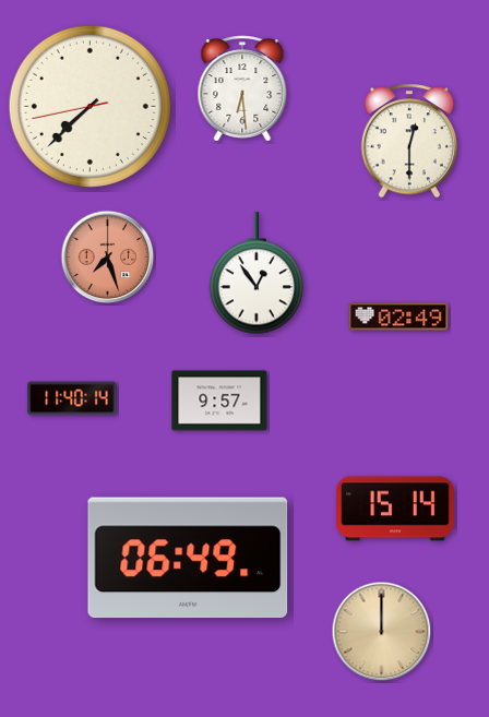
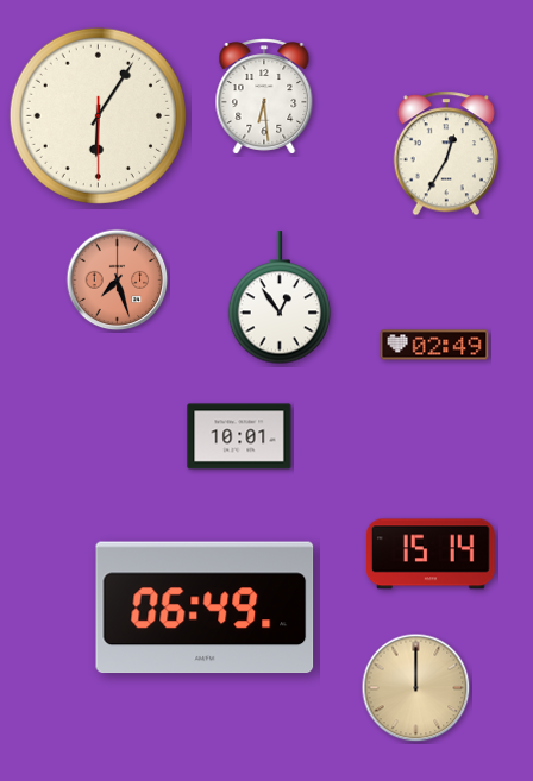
clock at (90, 106): 7:37 -> 6:05
clock at (408, 141): 12:30 -> 12:35
clock at (72, 398): 11:40 -> none
clock at (219, 401): 9:57 -> 10:01
